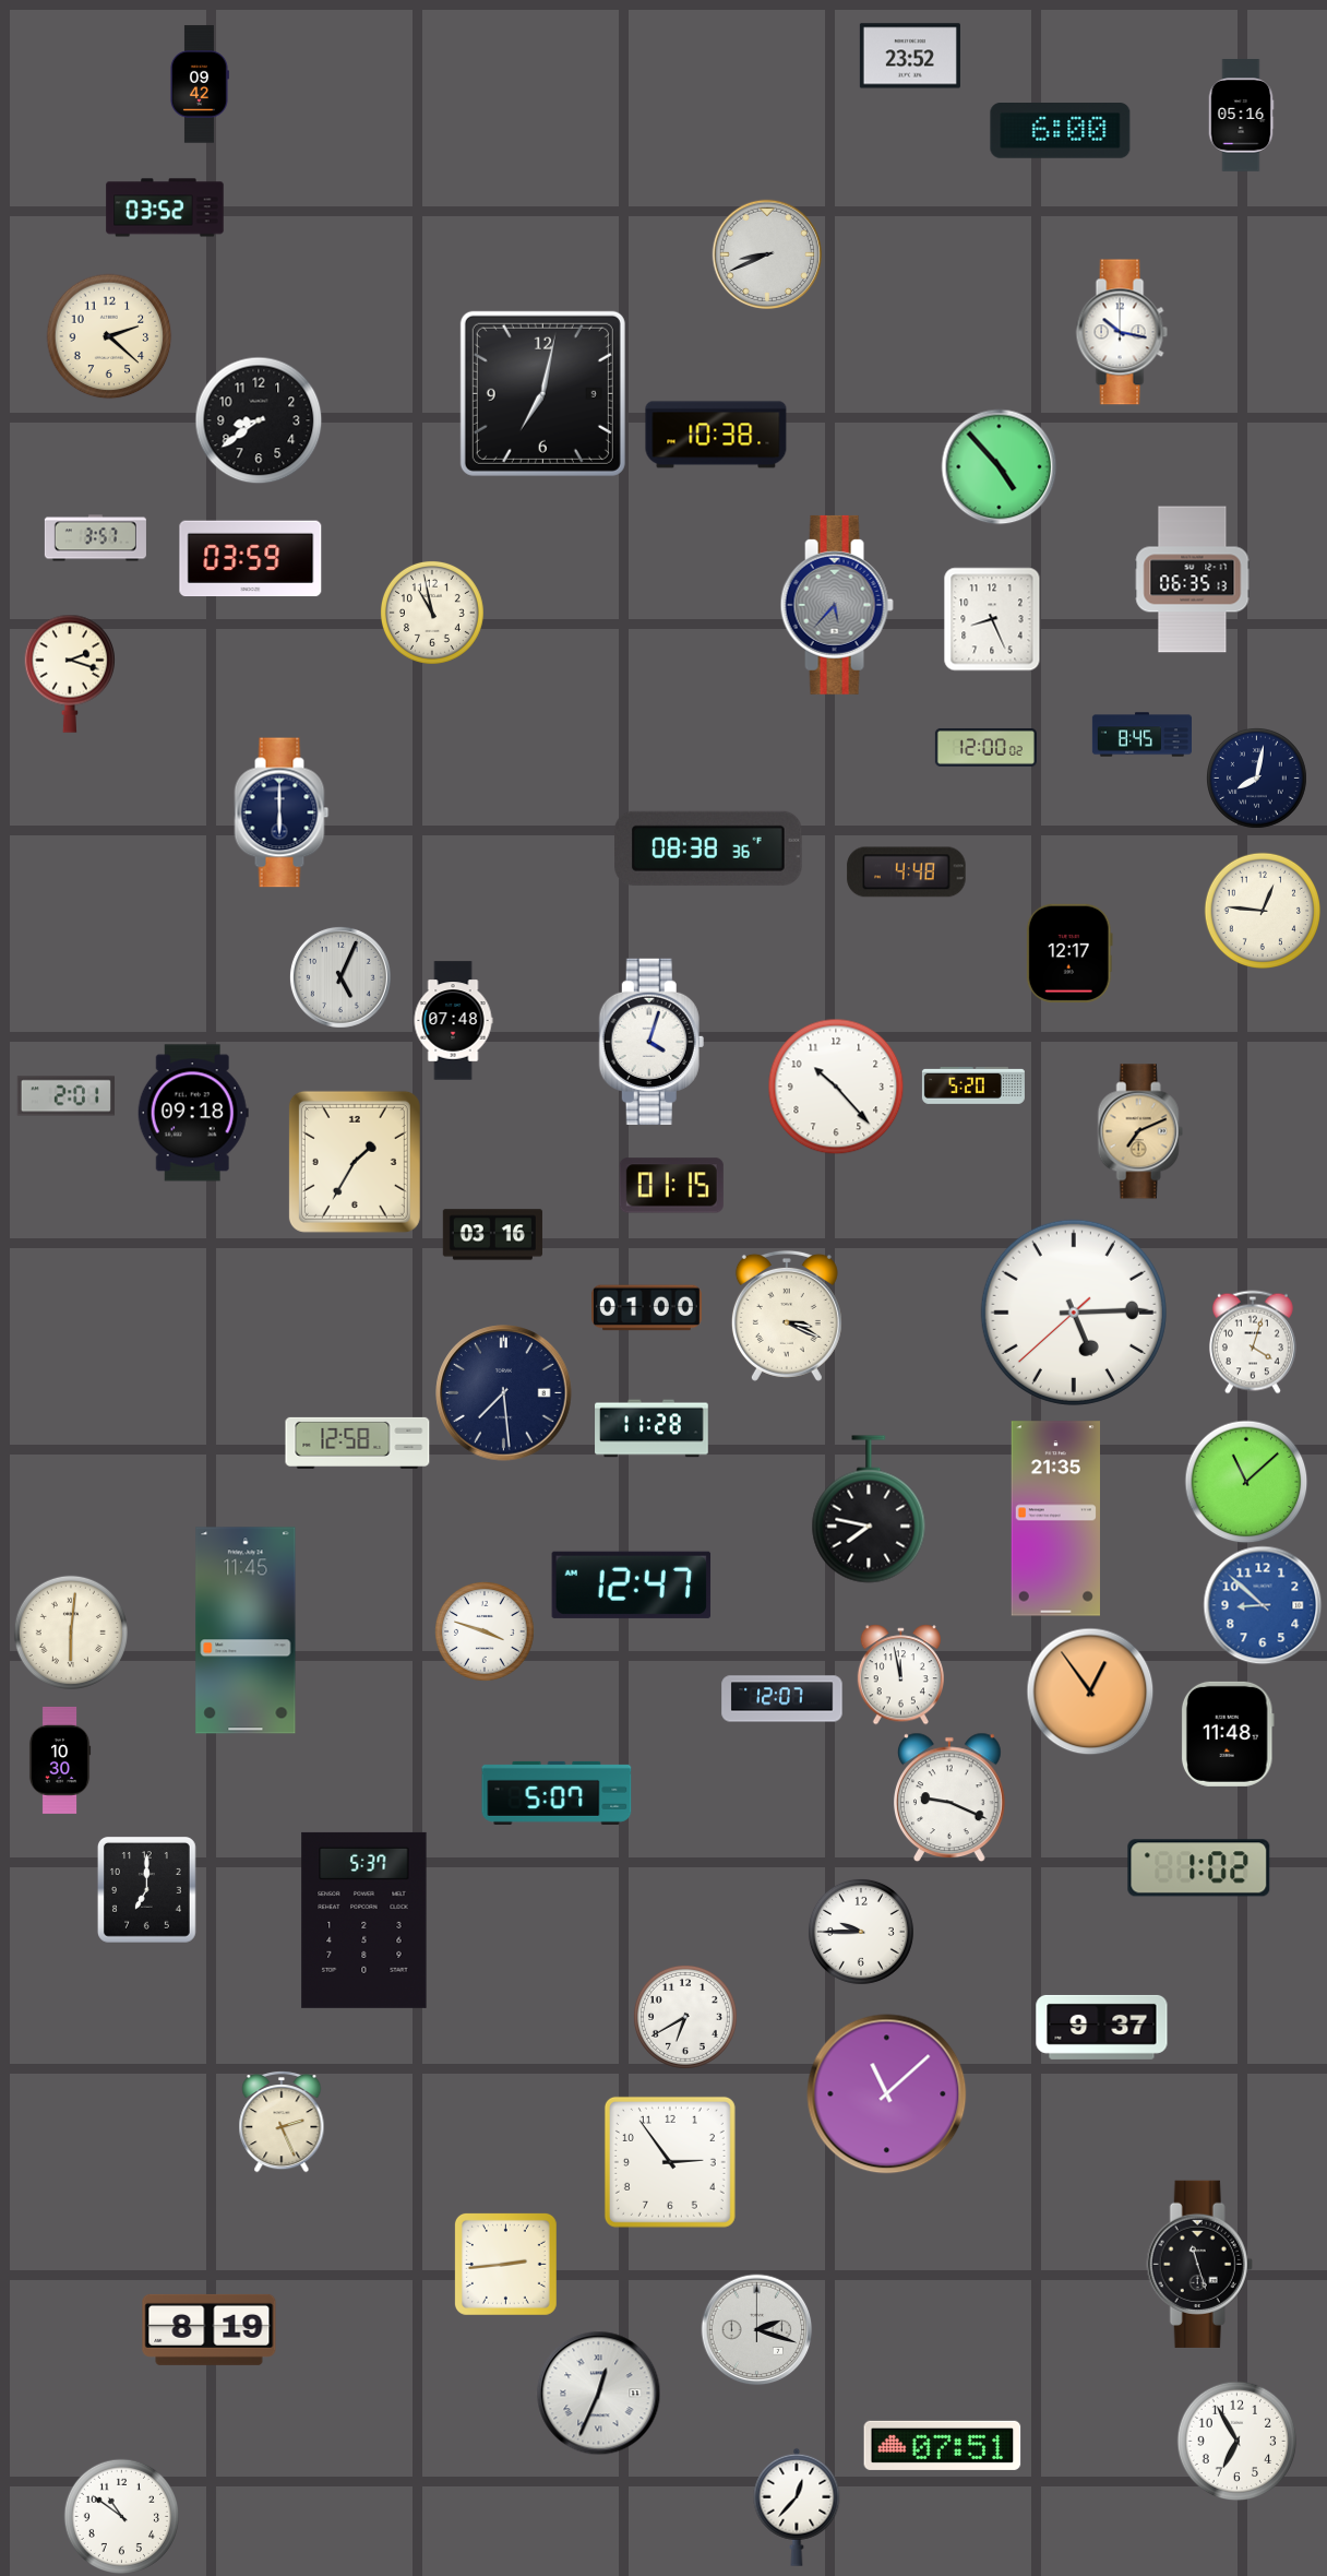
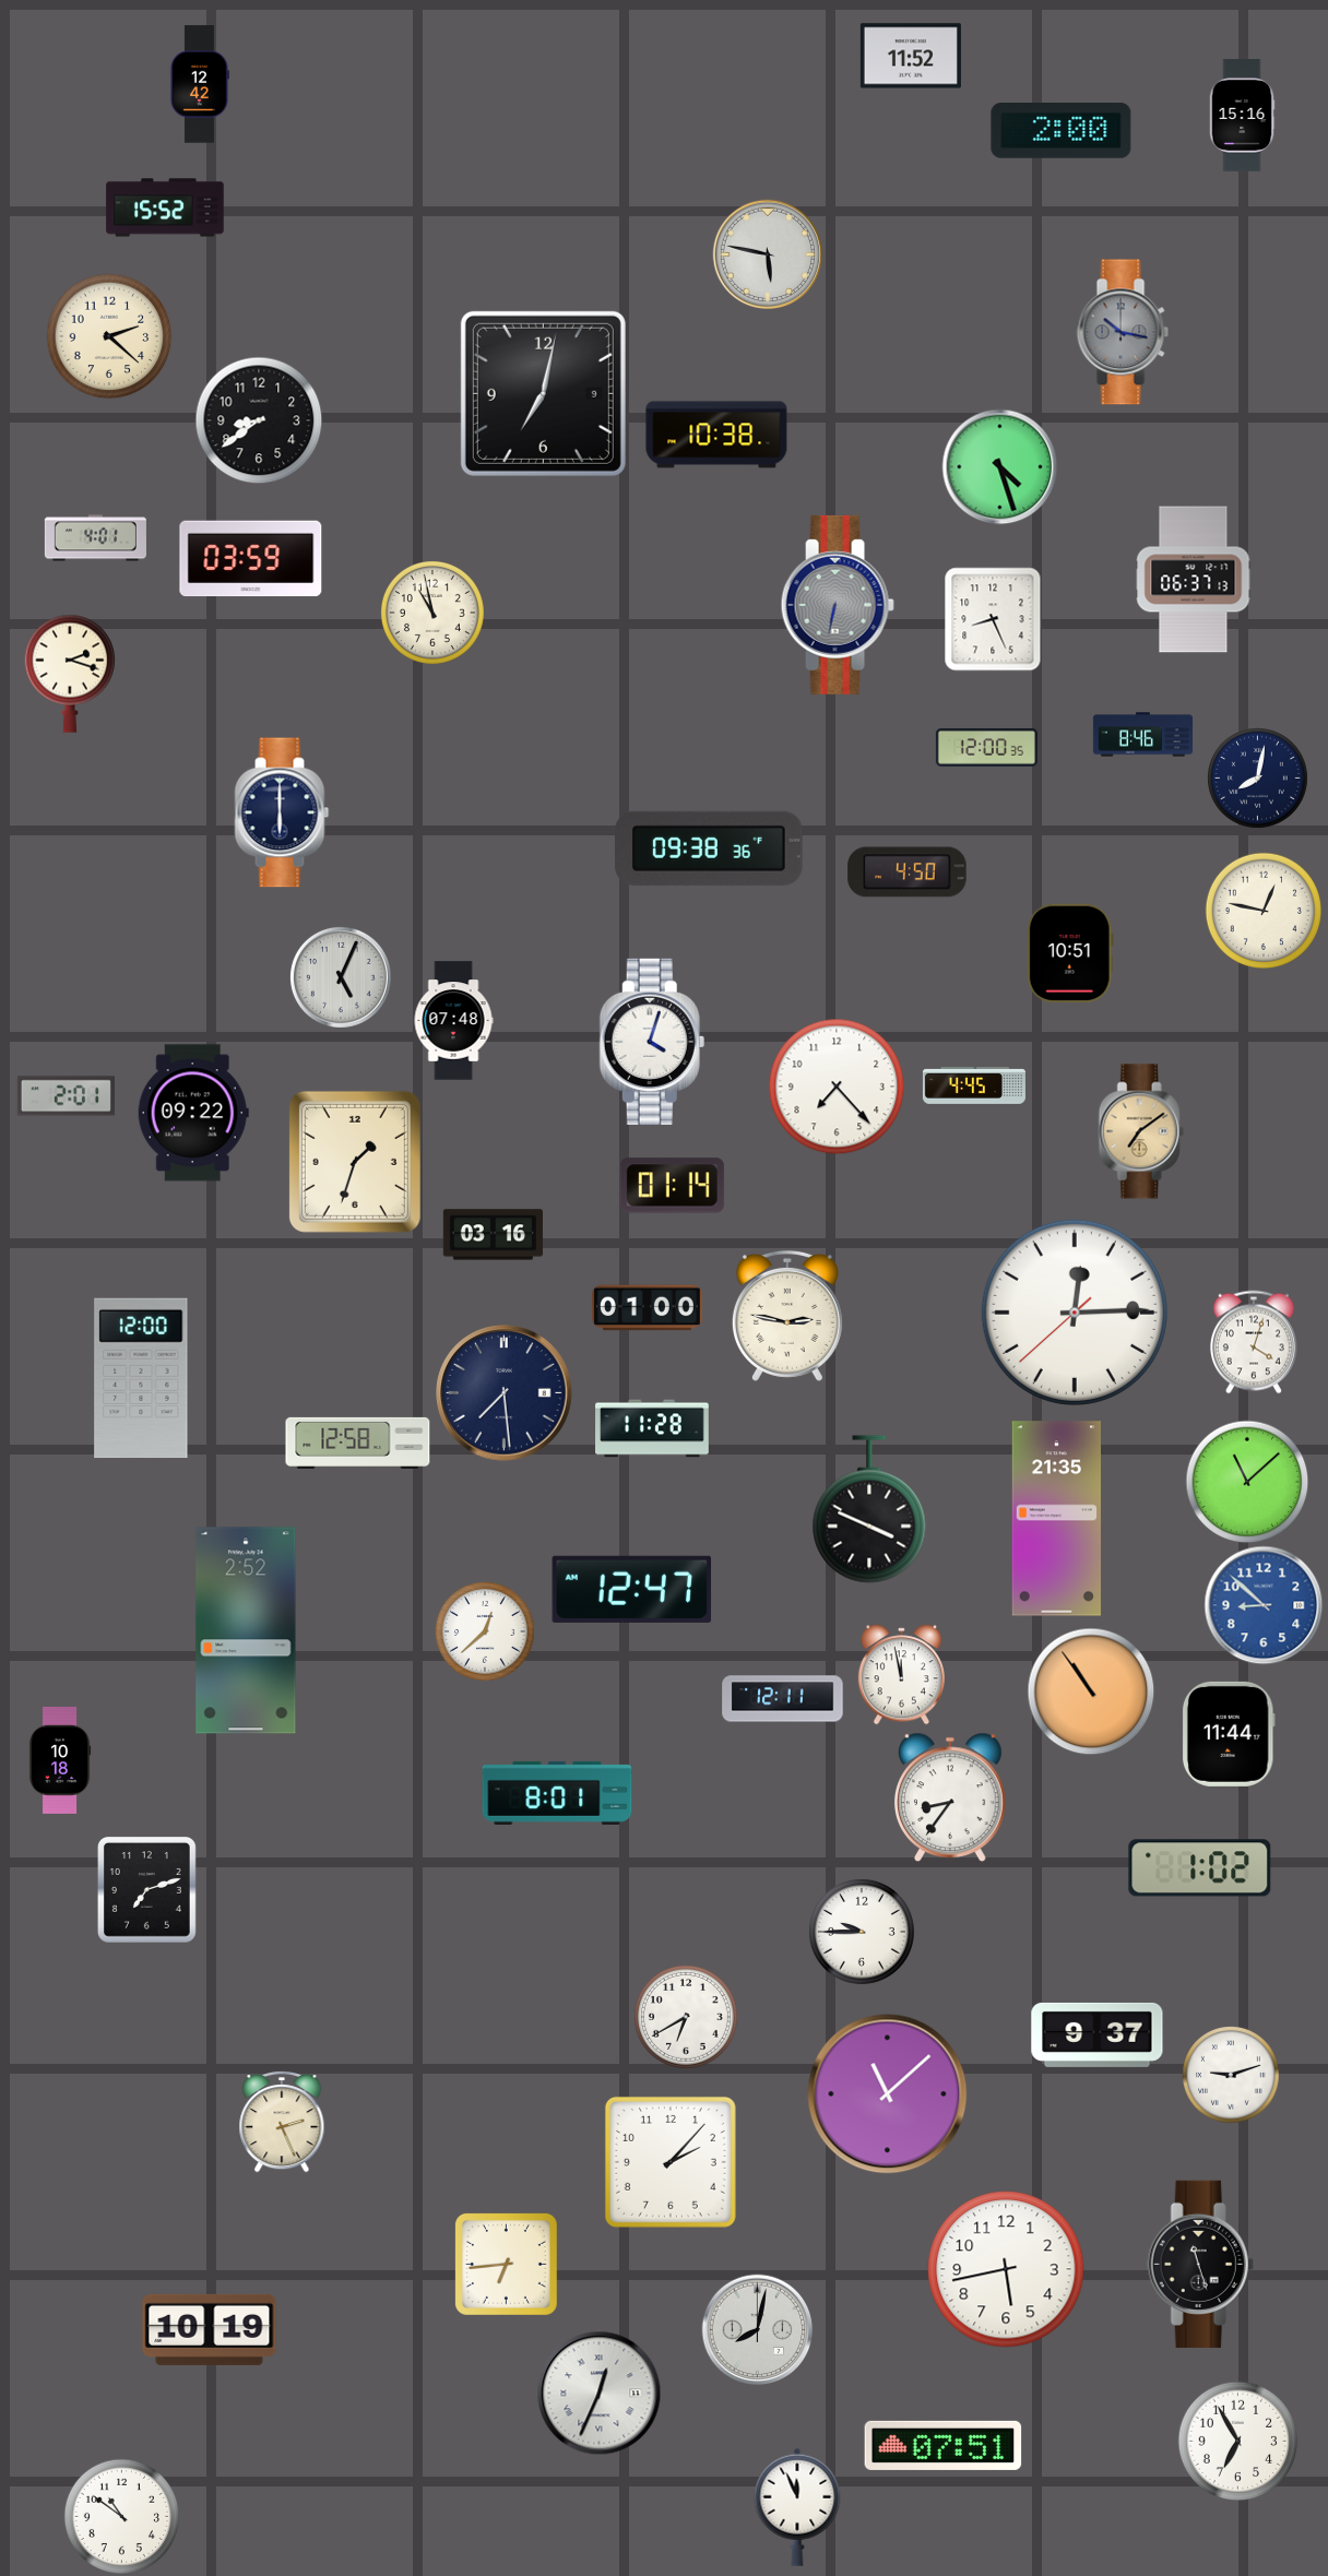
clock at (910, 56): 23:52 -> 11:52
clock at (199, 84): 09:42 -> 12:42
clock at (1241, 116): 05:16 -> 15:16
clock at (1061, 131): 6:00 -> 2:00
clock at (165, 207): 03:52 -> 15:52
clock at (767, 254): 8:41 -> 5:47
clock at (1122, 332) dial: white -> grey
clock at (999, 466): 4:53 -> 4:27
clock at (95, 538): 3:57 -> 4:01
clock at (1193, 580): 06:35 -> 06:37
clock at (837, 605): 5:37 -> 6:32
clock at (1141, 735): 8:45 -> 8:46
clock at (985, 748): 12:00:02 -> 12:00:35
clock at (708, 848): 08:38 -> 09:38
clock at (907, 872): 4:48 -> 4:50
clock at (1262, 910): 12:46 -> 12:47
clock at (1069, 953): 12:17 -> 10:51
clock at (973, 1085): 5:20 -> 4:45
clock at (836, 1087): 10:23 -> 7:23
clock at (193, 1113): 09:18 -> 09:22
clock at (1140, 1131): 7:11 -> 7:09
clock at (355, 1162): 1:35 -> 1:33
clock at (671, 1186): 01:15 -> 01:14
clock at (1074, 1313): 5:14 -> 12:14
clock at (787, 1316): 3:19 -> 2:47
clock at (141, 1378): none -> 12:00
clock at (869, 1509): 7:47 -> 3:49
clock at (632, 1584) position: (632, 1584) -> (632, 1589)
clock at (246, 1630): 11:45 -> 2:52
clock at (485, 1631): 3:48 -> 12:38
clock at (71, 1633): 6:01 -> none
clock at (1090, 1691): 12:54 -> 10:54
clock at (782, 1699): 12:07 -> 12:11
clock at (1228, 1734): 11:48 -> 11:44
clock at (60, 1760): 10:30 -> 10:18
clock at (557, 1793): 5:07 -> 8:01
clock at (949, 1797): 9:19 -> 8:36
clock at (146, 1890): 7:00 -> 7:12
clock at (364, 1920): 5:37 -> none
clock at (1102, 2027) position: (1102, 2027) -> (1098, 2034)
clock at (1231, 2075): none -> 9:12
clock at (670, 2162): 2:54 -> 2:07
clock at (505, 2264): 2:44 -> 6:44
clock at (1006, 2269): none -> 5:43
clock at (210, 2329): 8:19 -> 10:19
clock at (756, 2329): 2:18 -> 8:02
clock at (797, 2507): 12:37 -> 11:56
